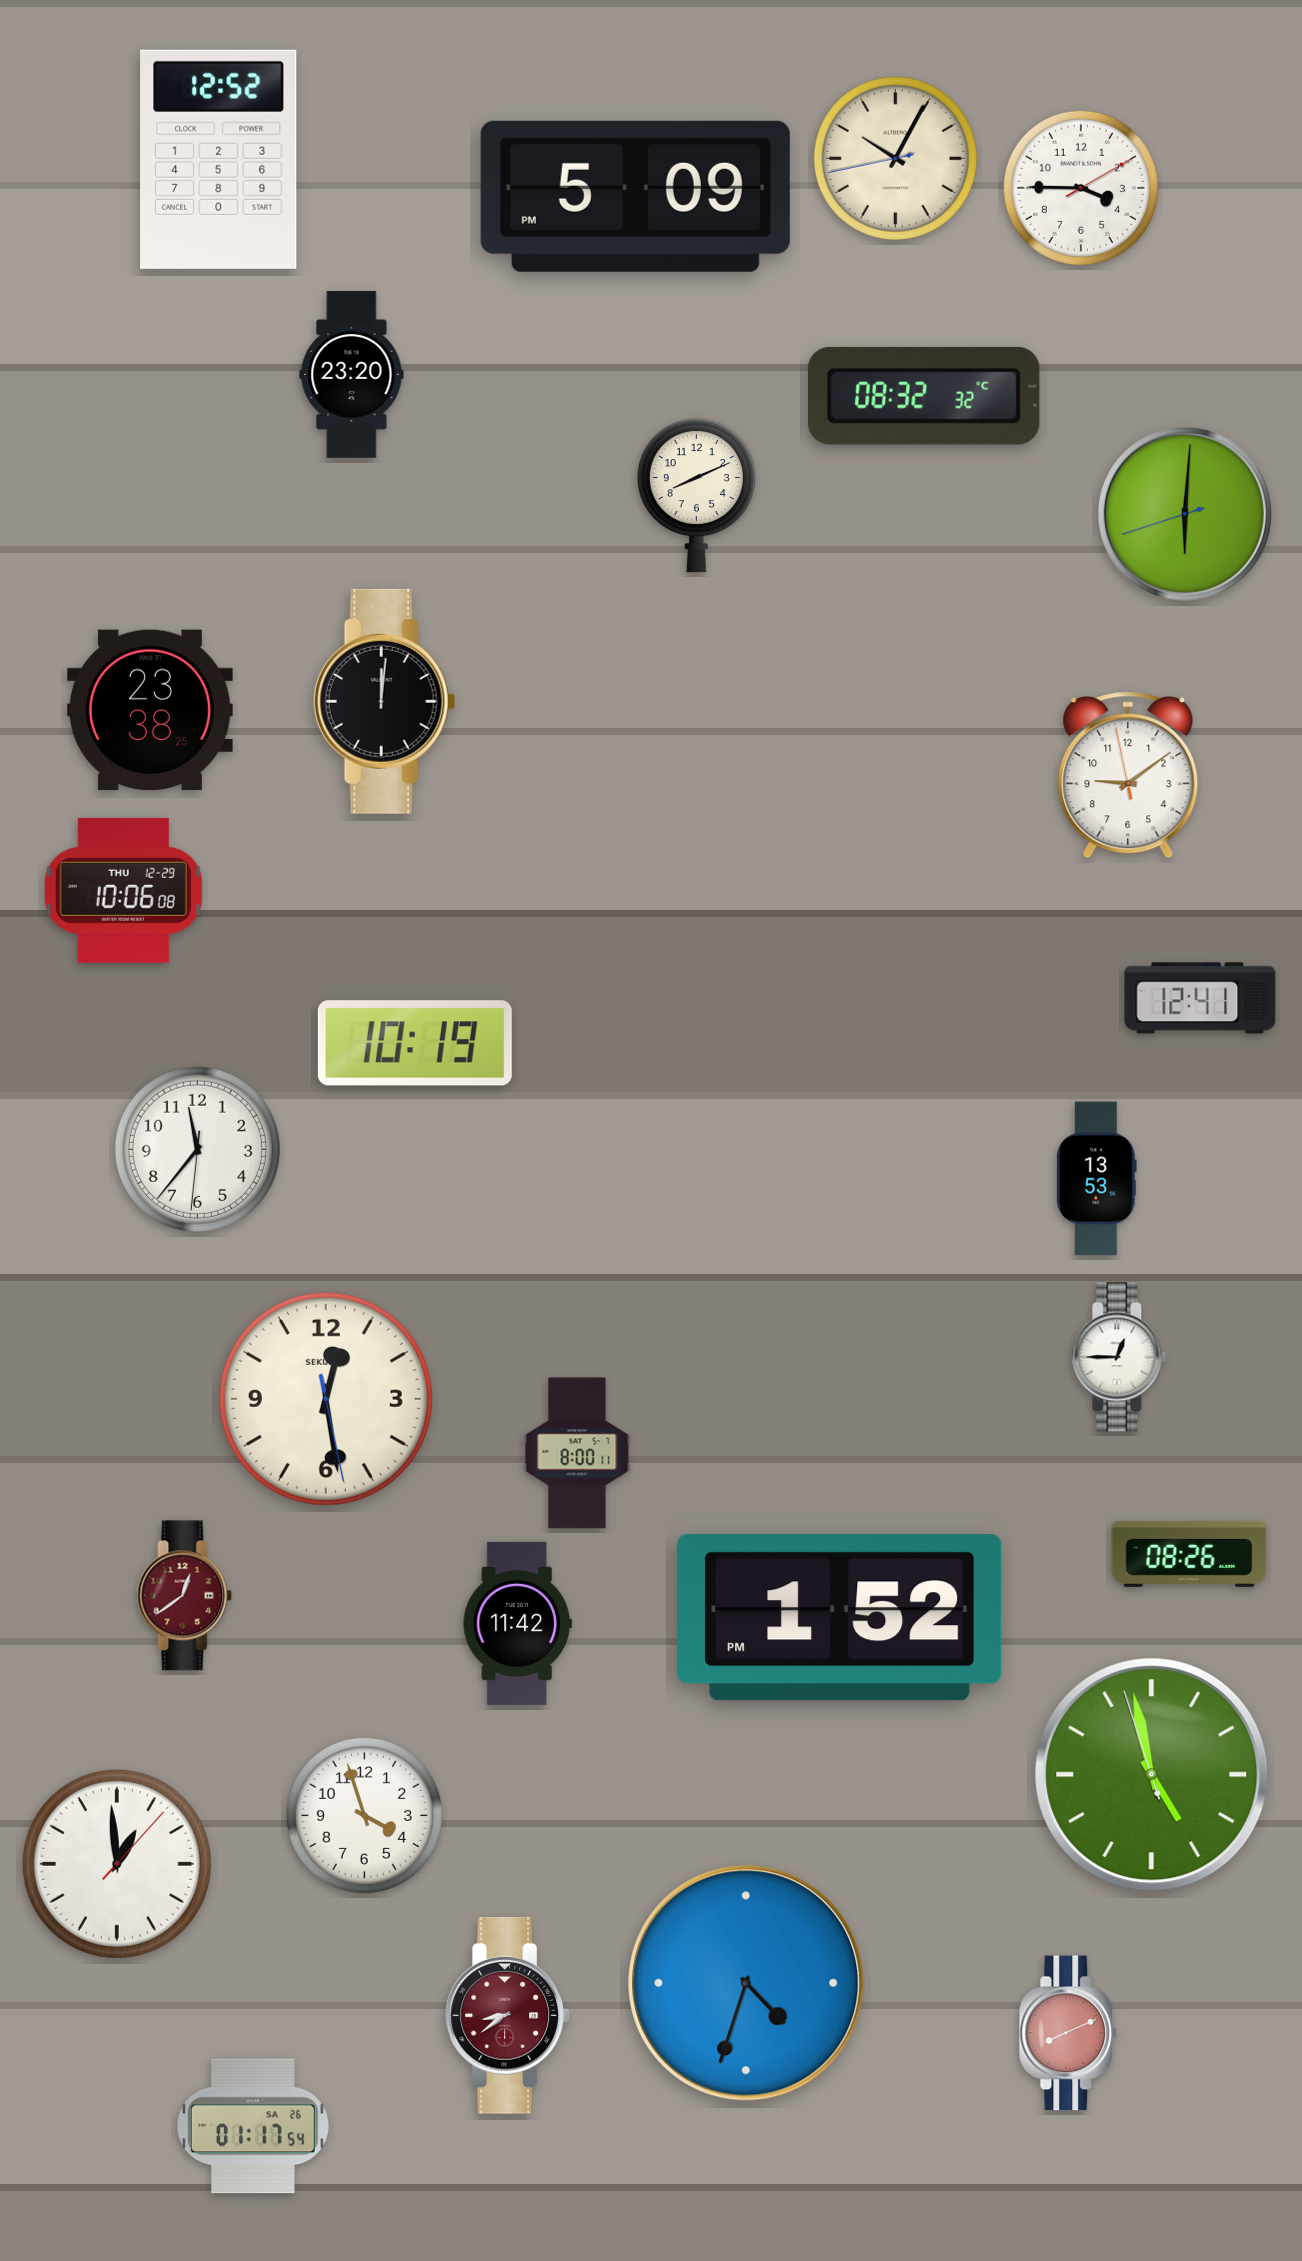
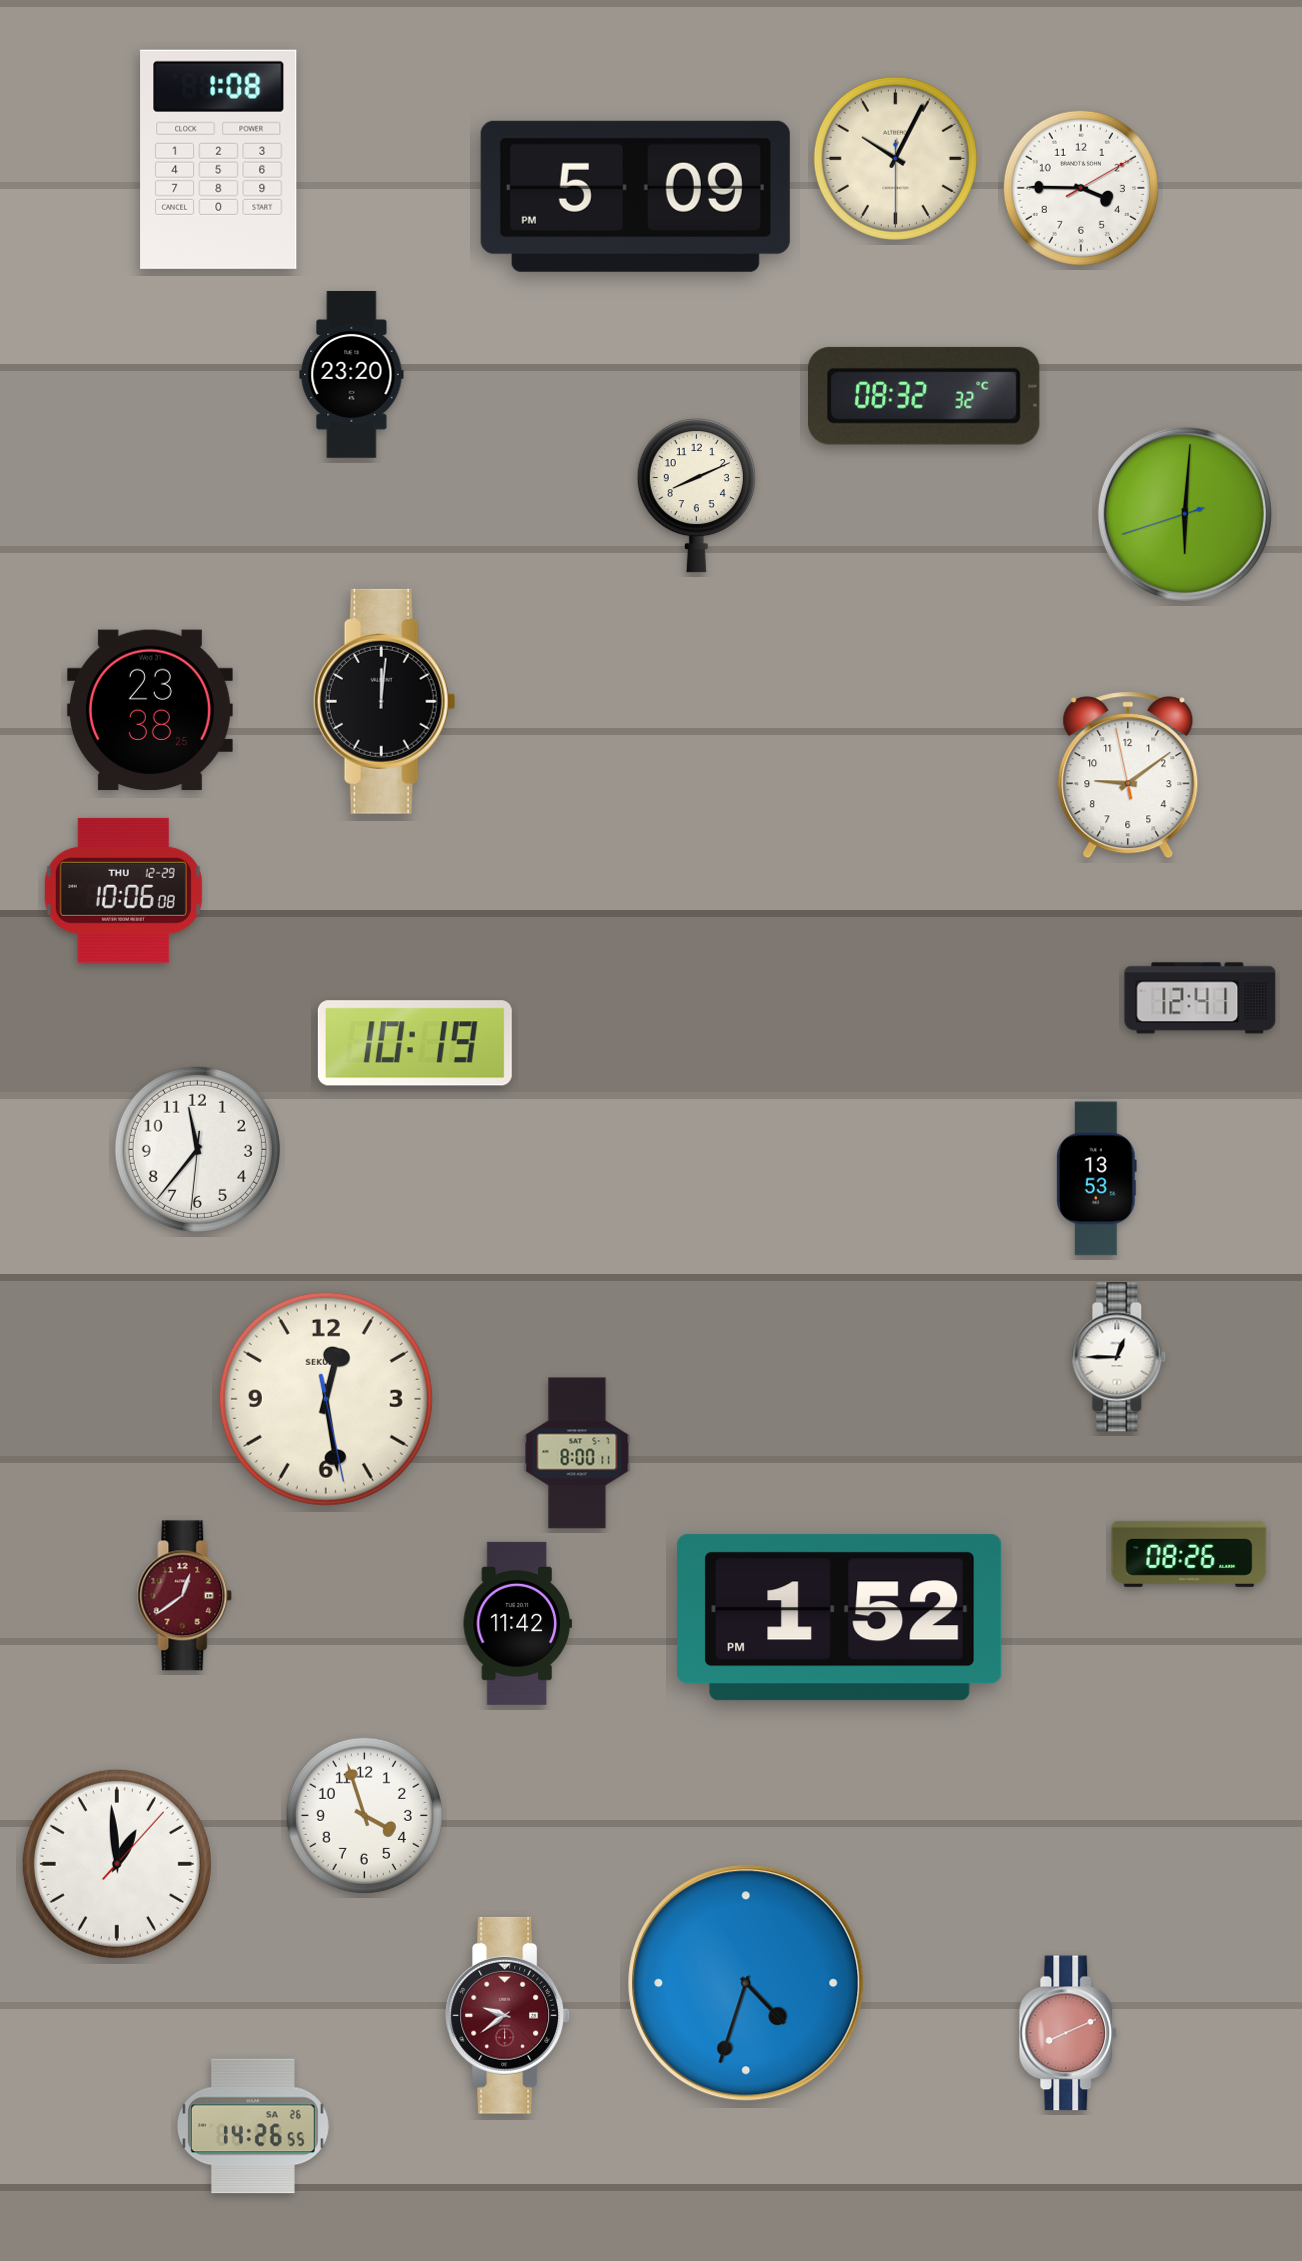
clock at (895, 158): 10:04:43 -> 10:04:30
clock at (219, 159): 12:52 -> 1:08
clock at (1152, 1775): 4:57 -> none
clock at (508, 2015): 8:39 -> 9:39
clock at (253, 2126): 01:17 -> 14:26
